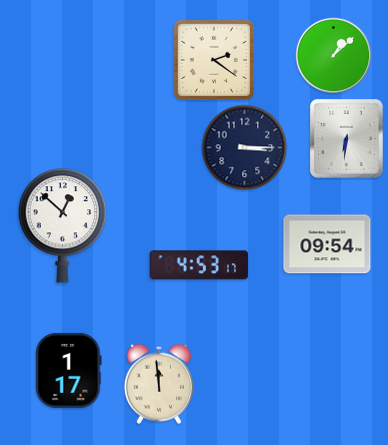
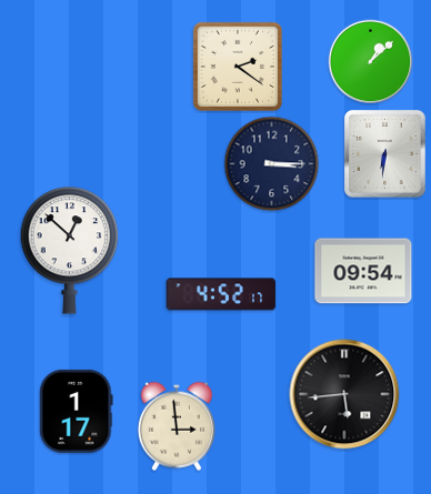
clock at (199, 265): 4:53 -> 4:52
clock at (344, 394): none -> 5:44
clock at (158, 384): 11:59 -> 2:59
